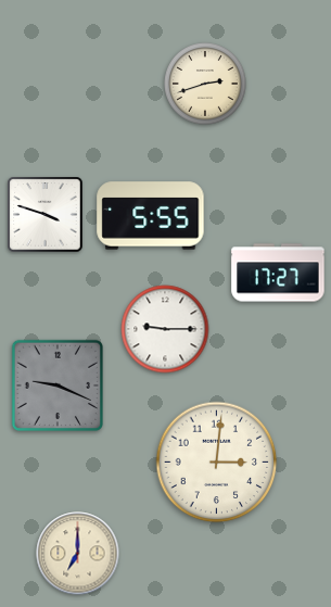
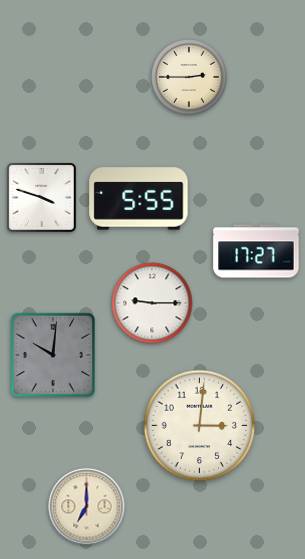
clock at (206, 85): 2:42 -> 2:45
clock at (56, 384): 9:19 -> 10:01
clock at (78, 554) position: (78, 554) -> (87, 507)
